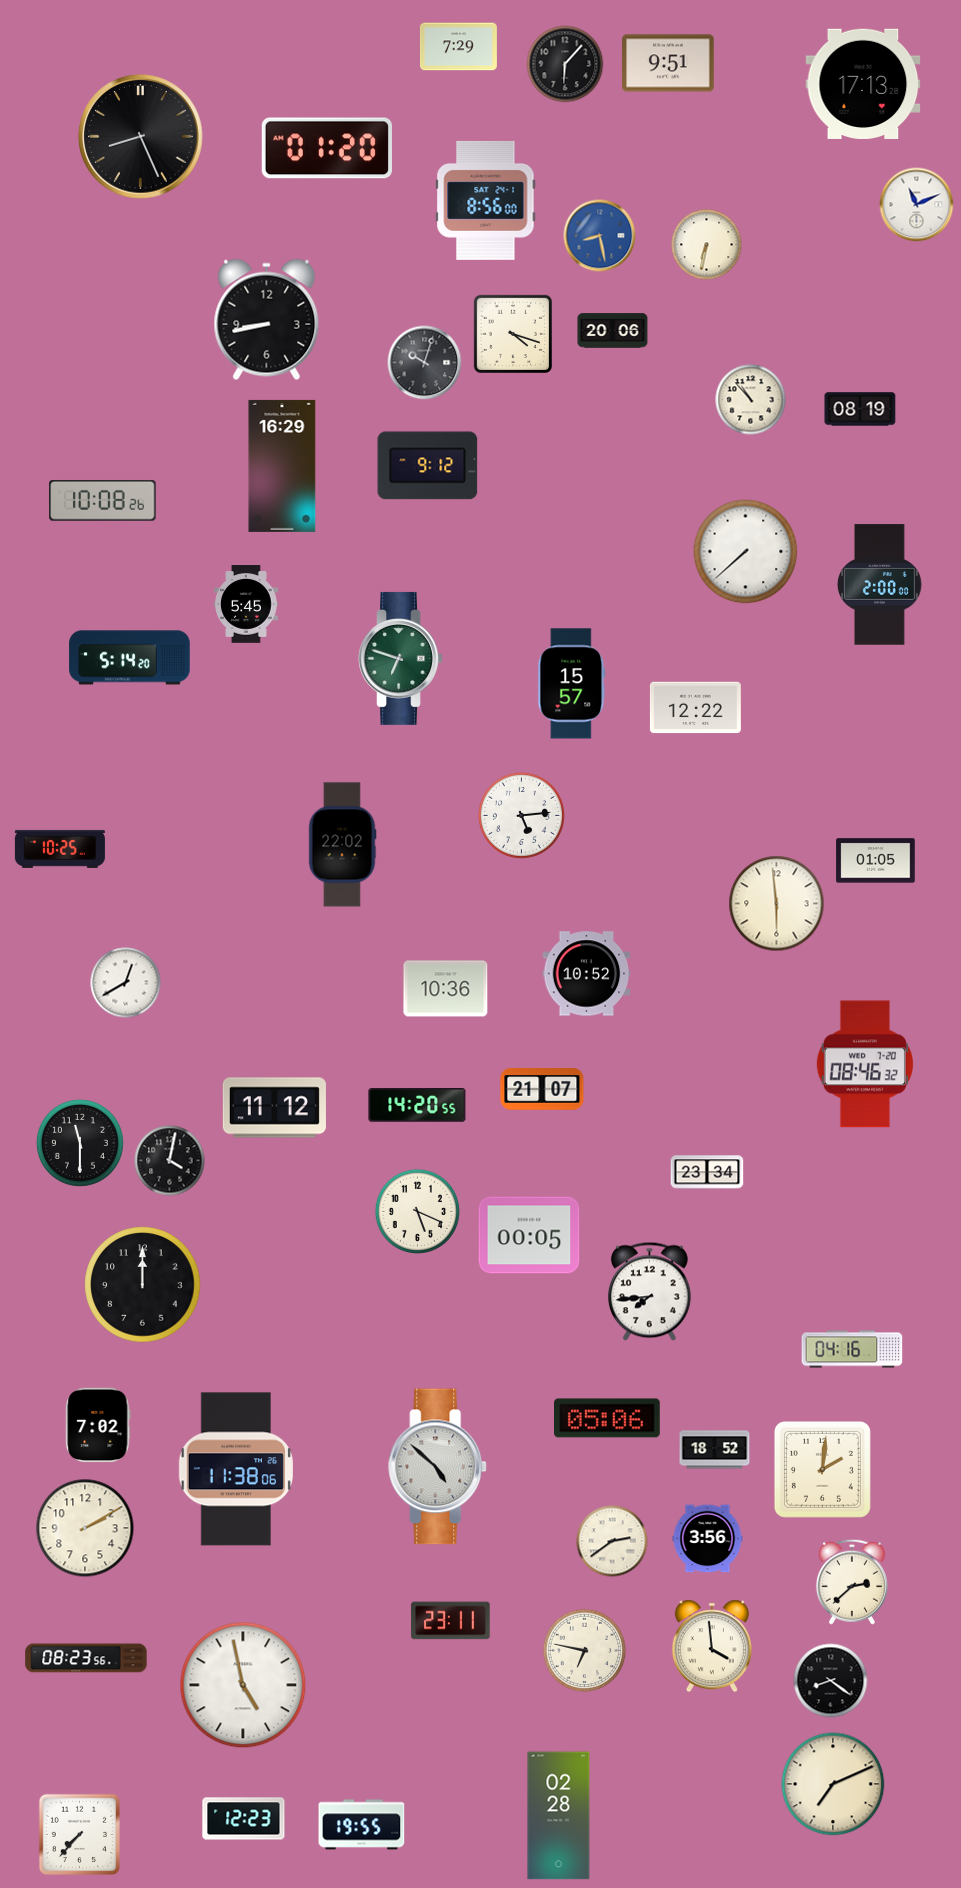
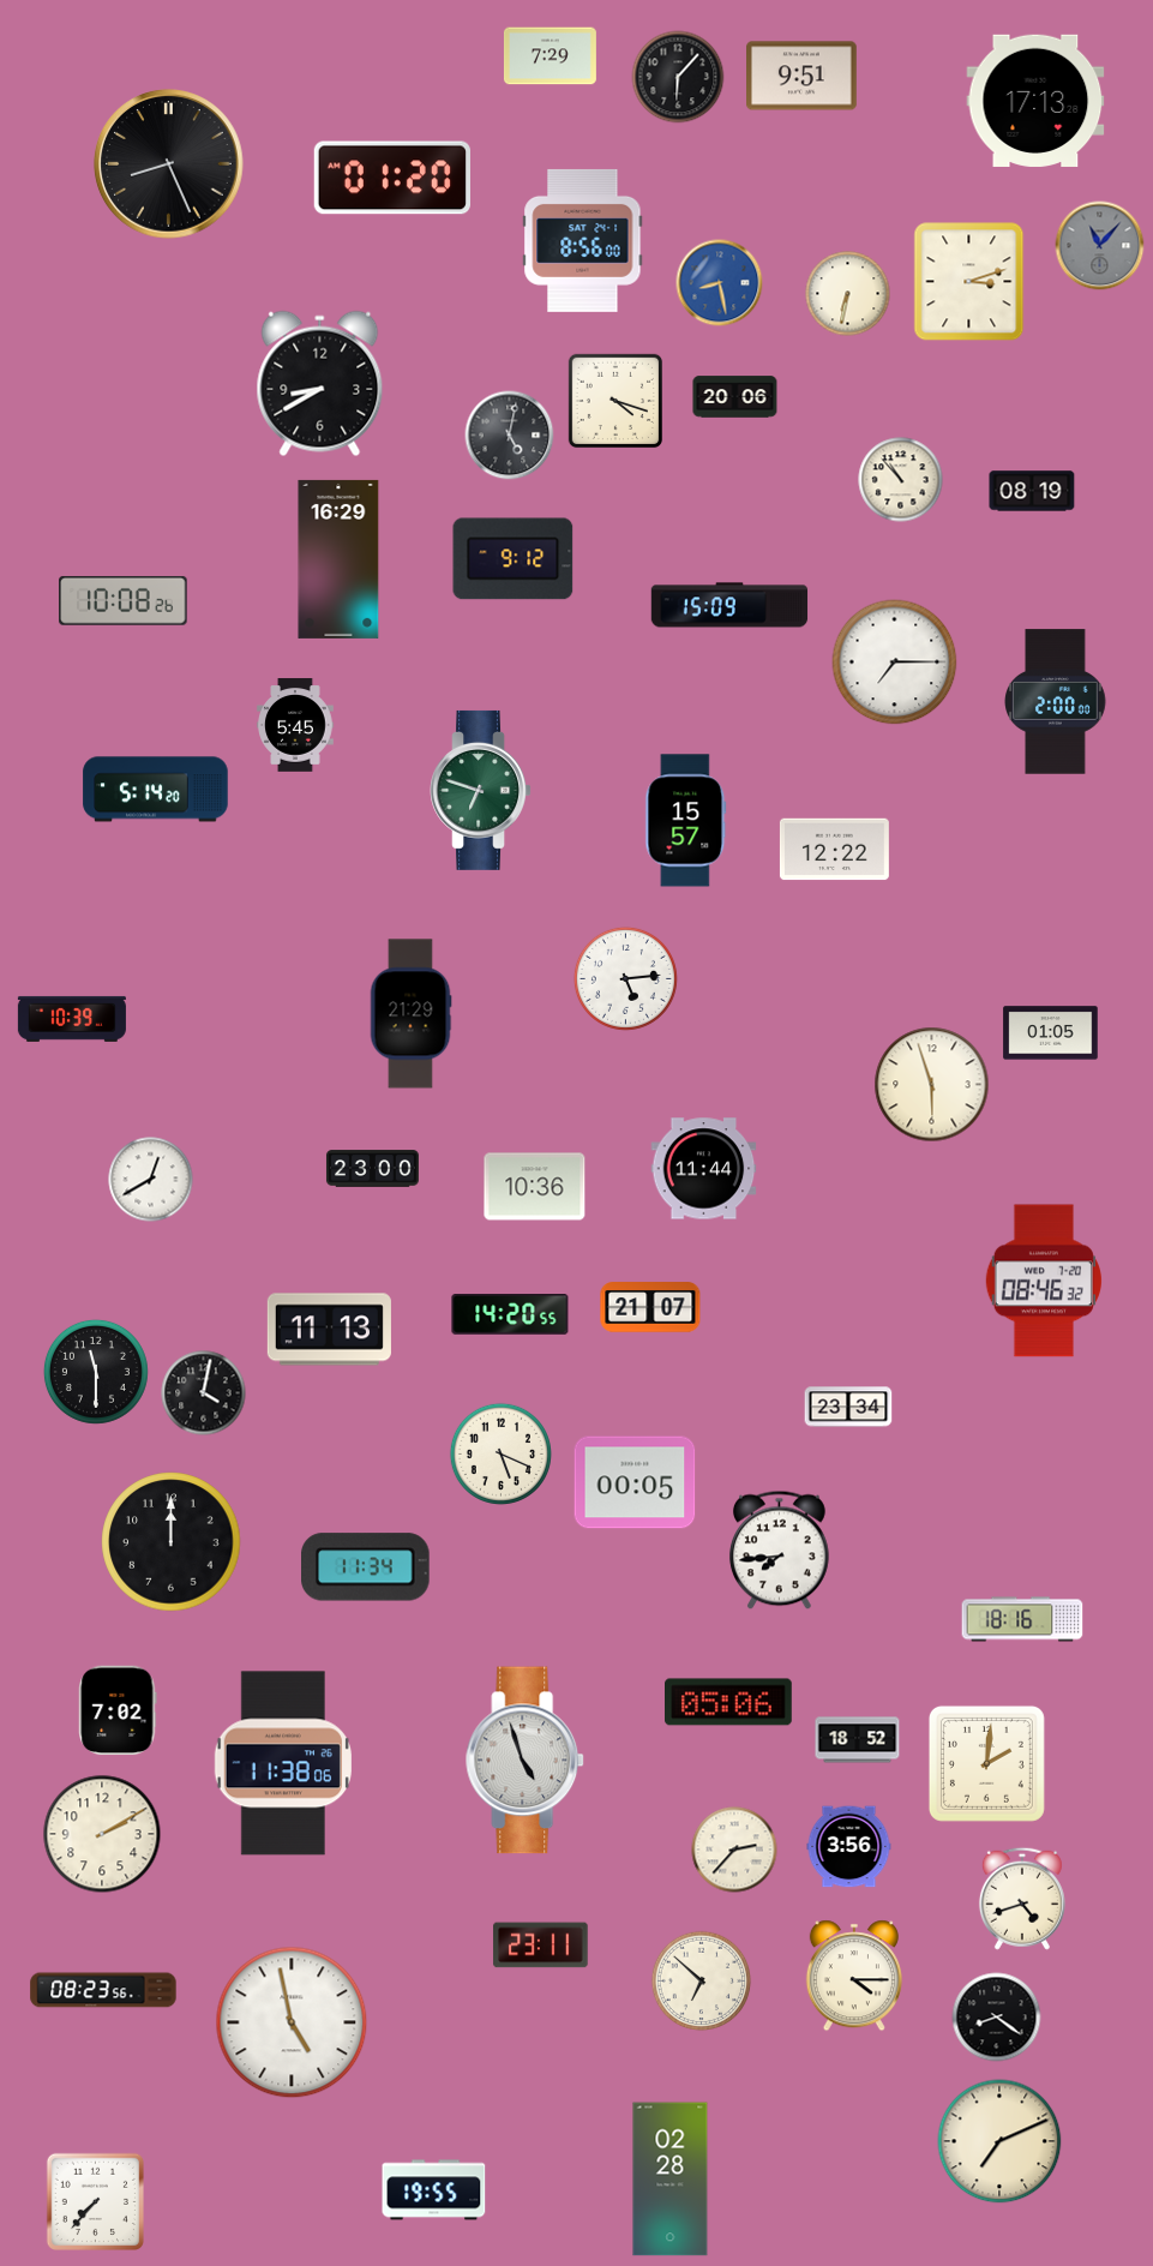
clock at (917, 205): 11:11 -> 11:07
clock at (917, 205) dial: white -> grey
clock at (969, 282): none -> 3:12
clock at (267, 320): 8:43 -> 8:40
clock at (425, 363): 10:03 -> 5:02
clock at (729, 605): none -> 15:09
clock at (746, 552): 7:38 -> 7:15
clock at (342, 845): 22:02 -> 21:29
clock at (60, 849): 10:25 -> 10:39
clock at (777, 904): 5:59 -> 5:57
clock at (372, 1169): none -> 23:00
clock at (587, 974): 10:52 -> 11:44
clock at (865, 1064) position: (865, 1064) -> (1044, 1281)
clock at (417, 1105) position: (417, 1105) -> (510, 1314)
clock at (274, 1108): 11:12 -> 11:13
clock at (366, 1567): none -> 11:34
clock at (852, 1349): 04:16 -> 18:16
clock at (438, 1467): 4:52 -> 4:57
clock at (612, 1541): 2:39 -> 2:37
clock at (852, 1582): 2:38 -> 4:42
clock at (712, 1646): 3:59 -> 4:15
clock at (585, 1651): 6:47 -> 6:52
clock at (244, 1819): 12:23 -> none
